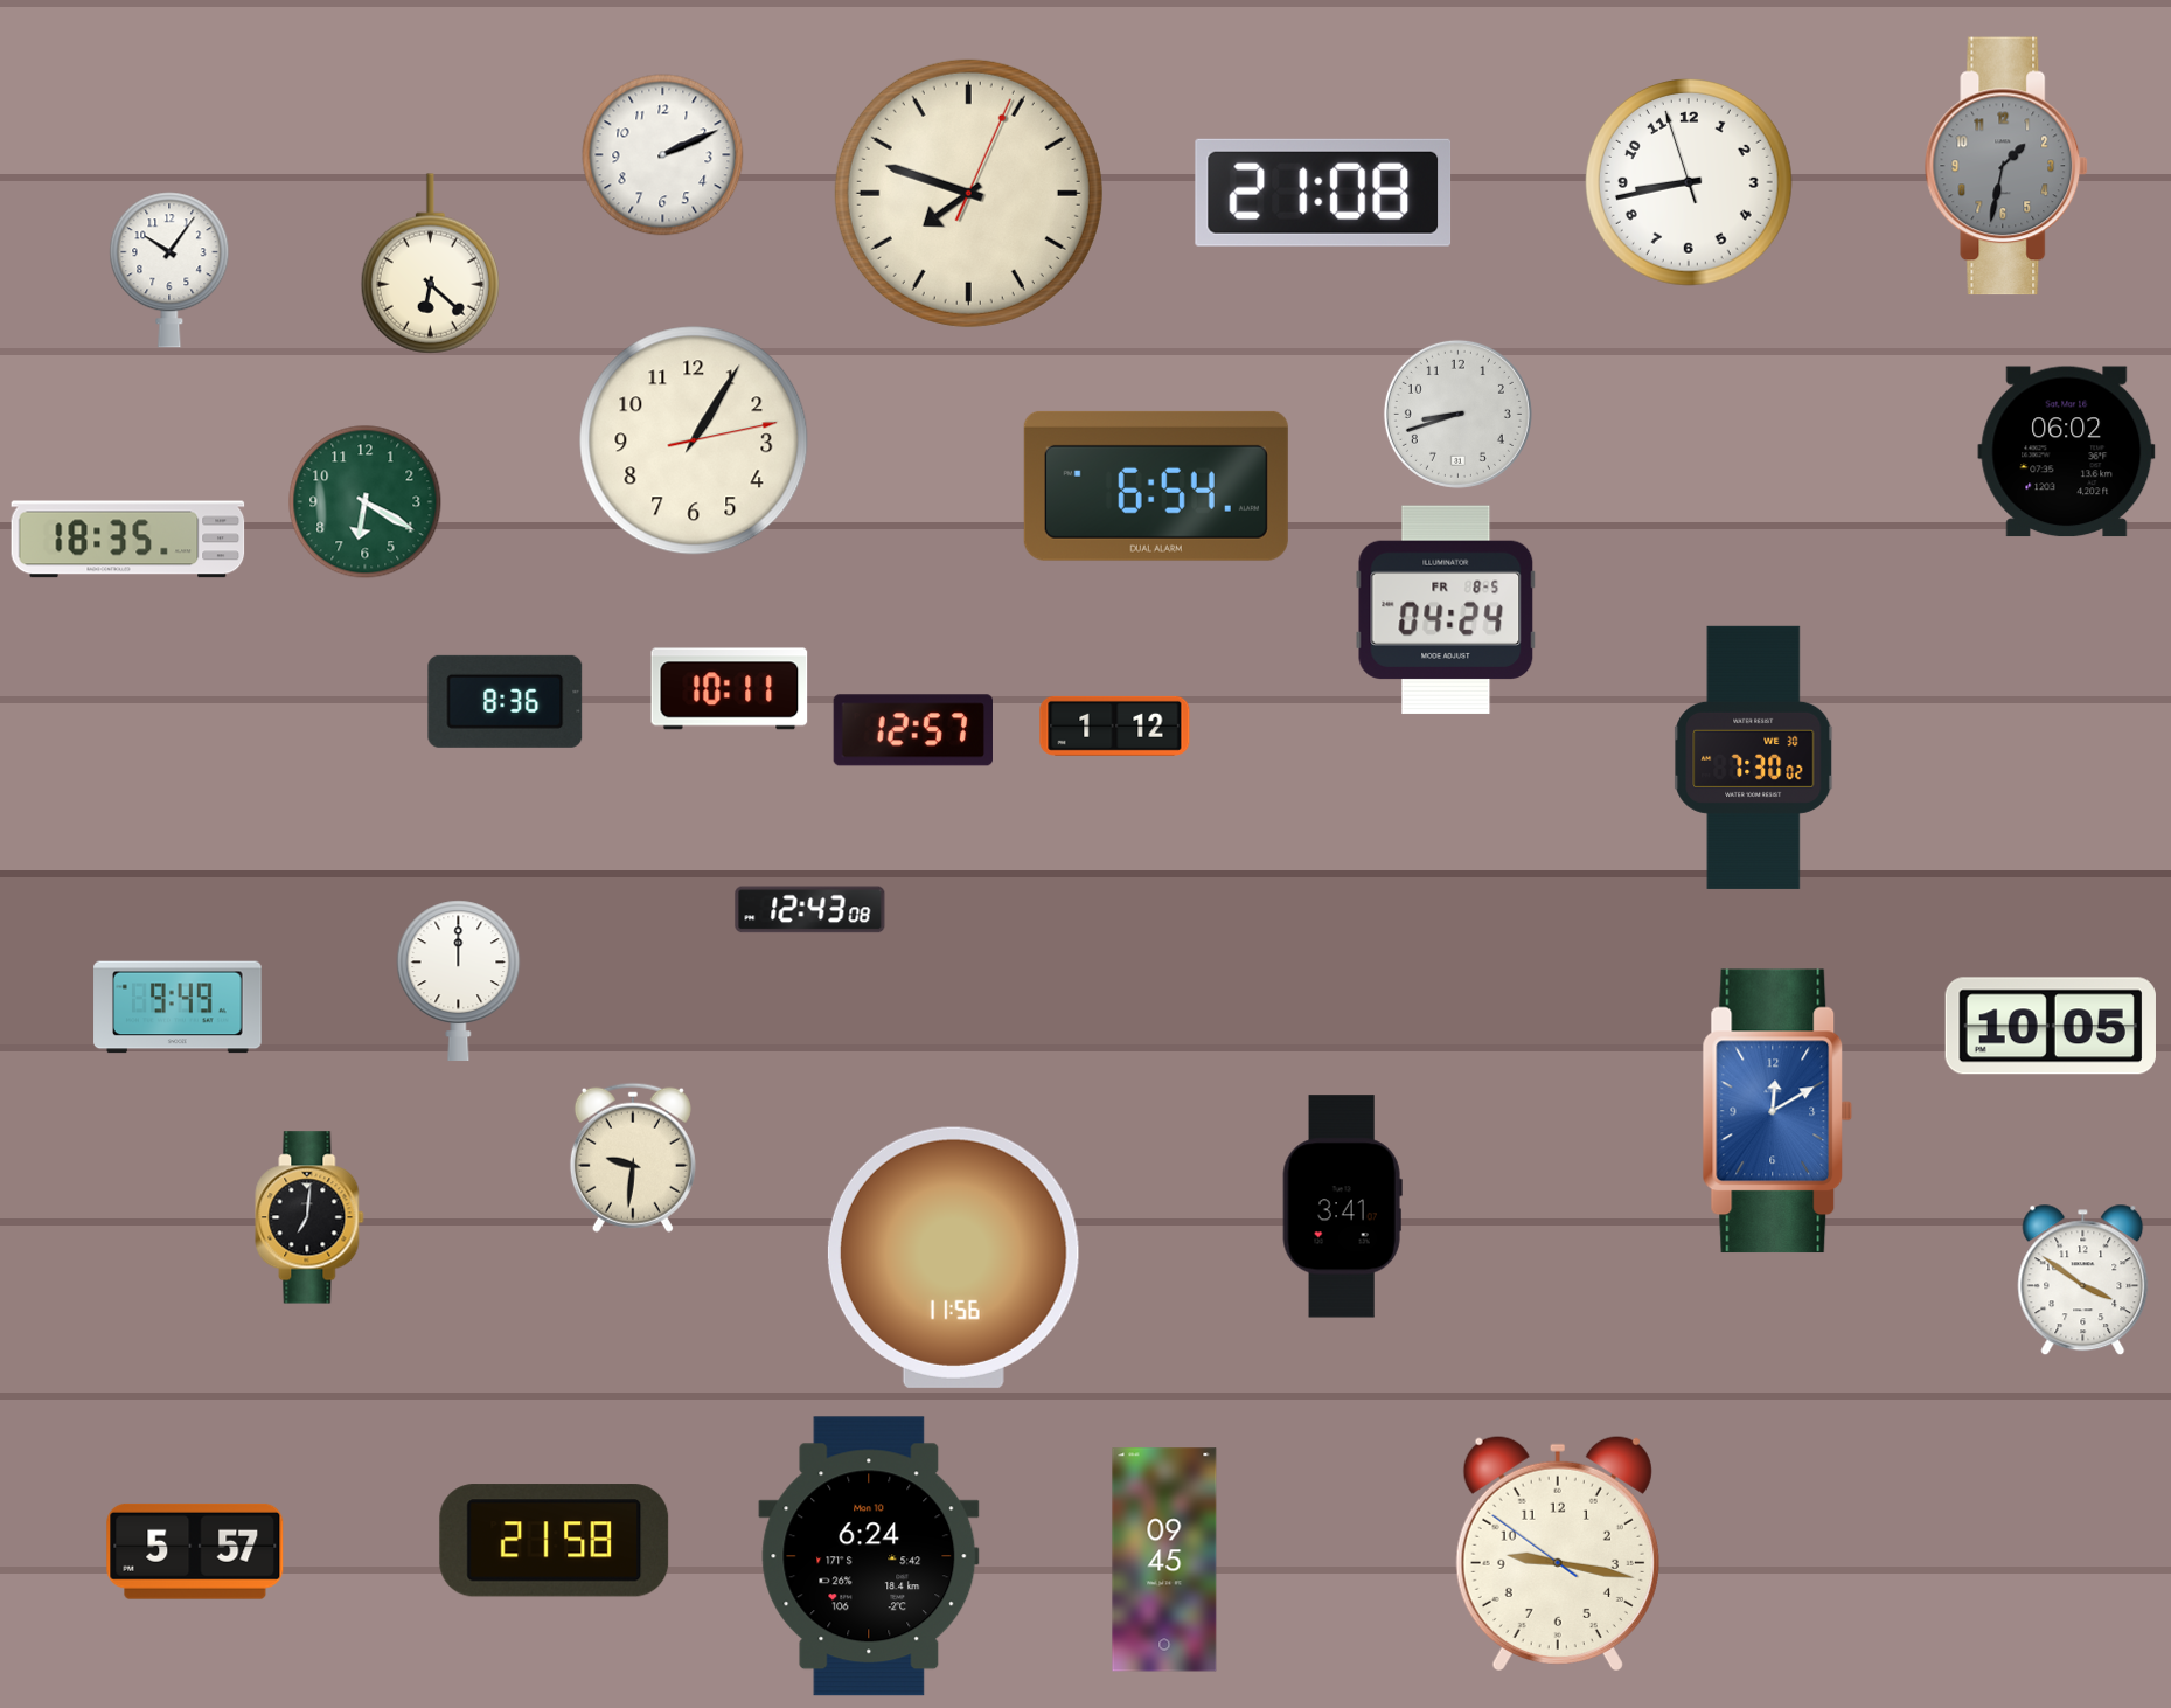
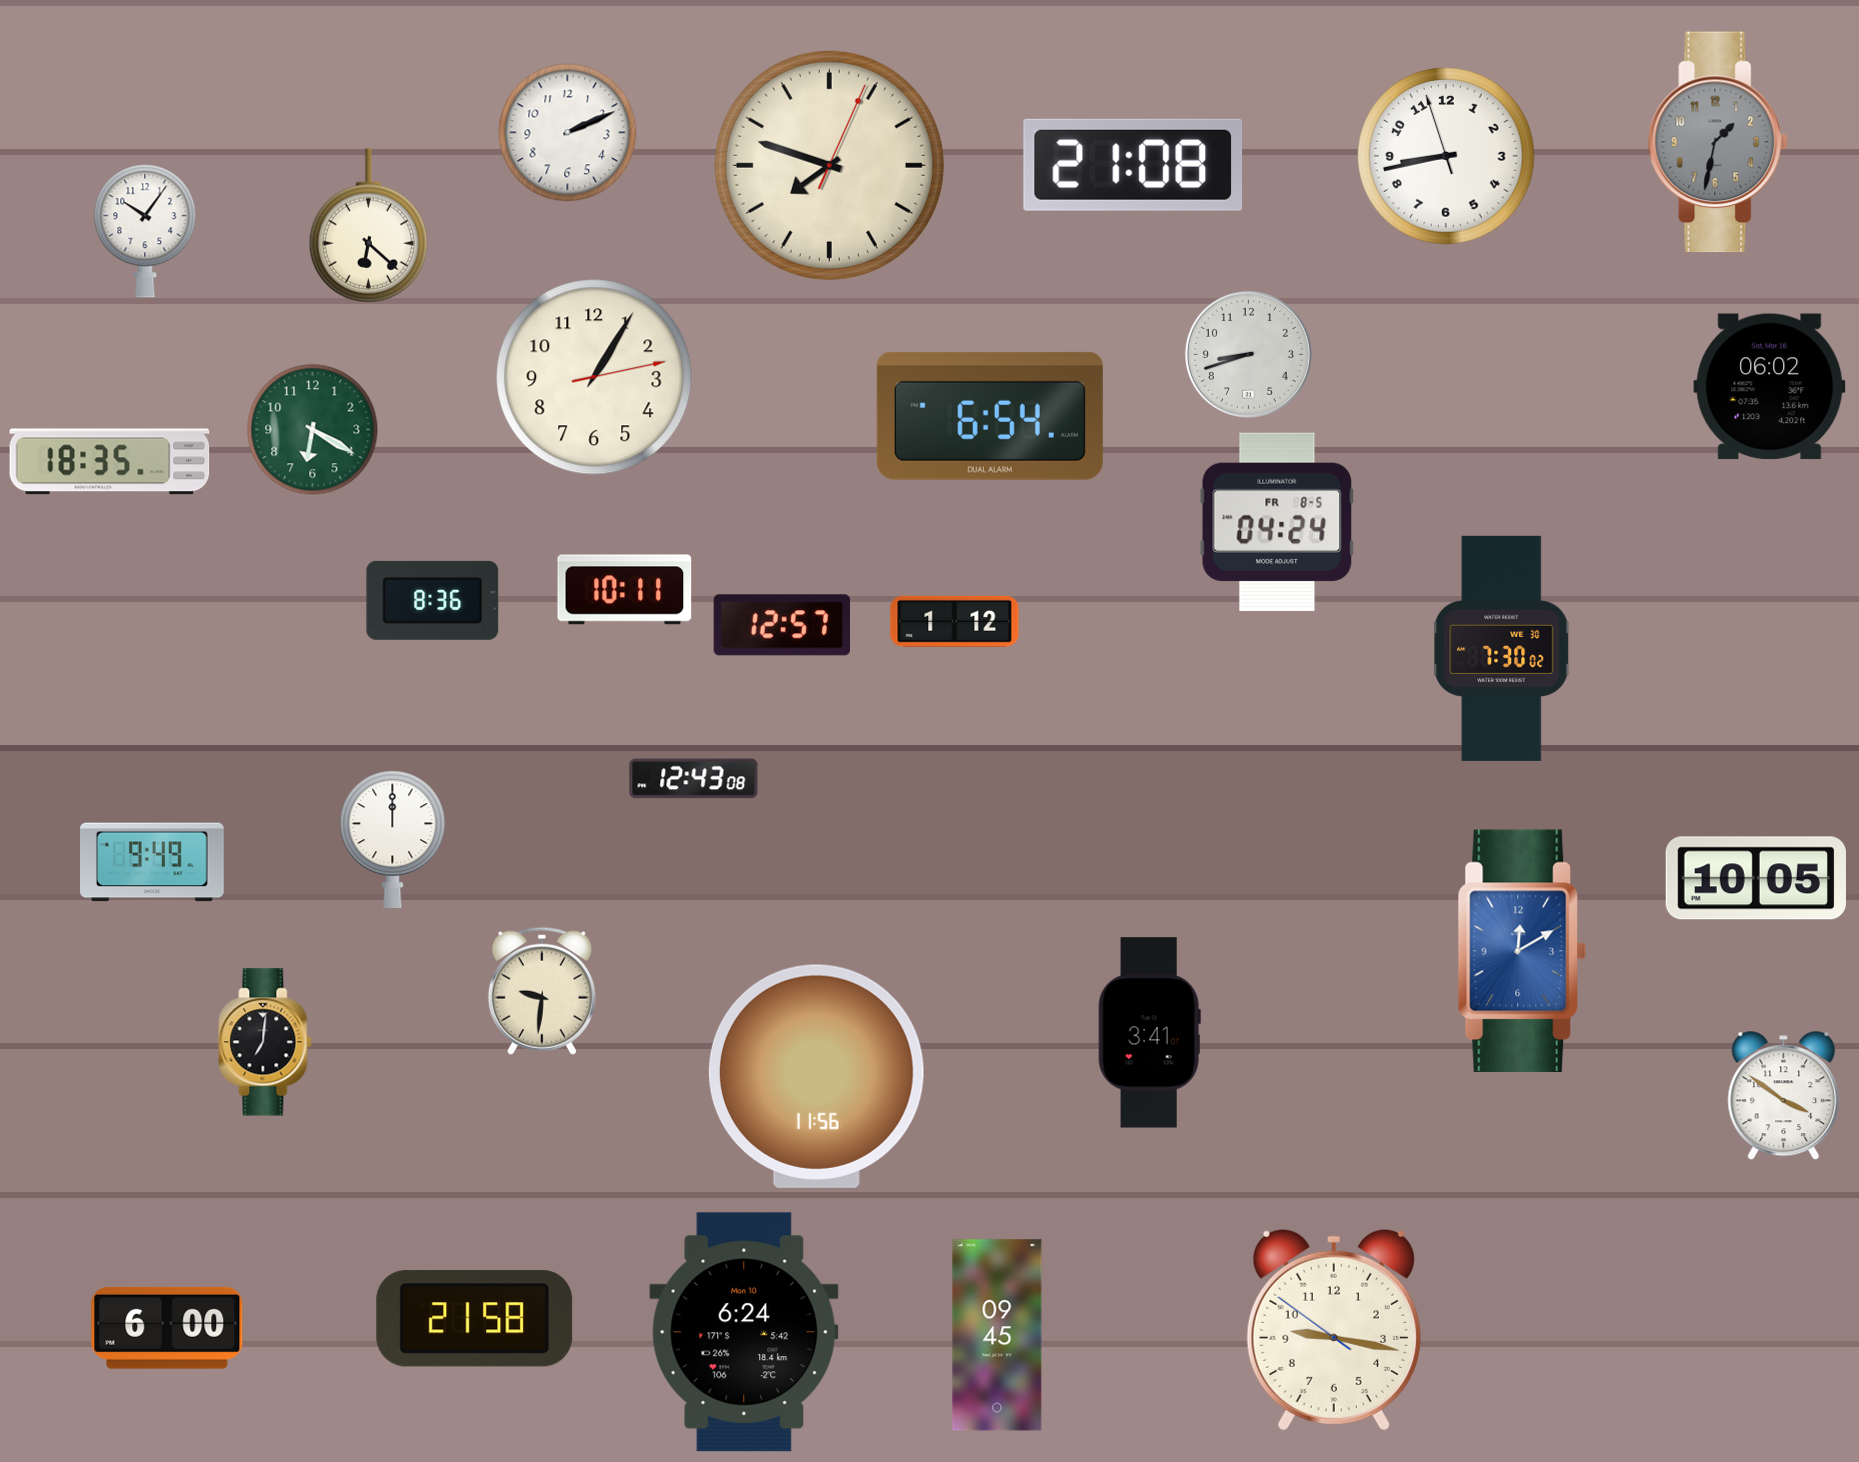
clock at (1446, 610) position: (1446, 610) -> (1277, 522)
clock at (195, 1551): 5:57 -> 6:00
